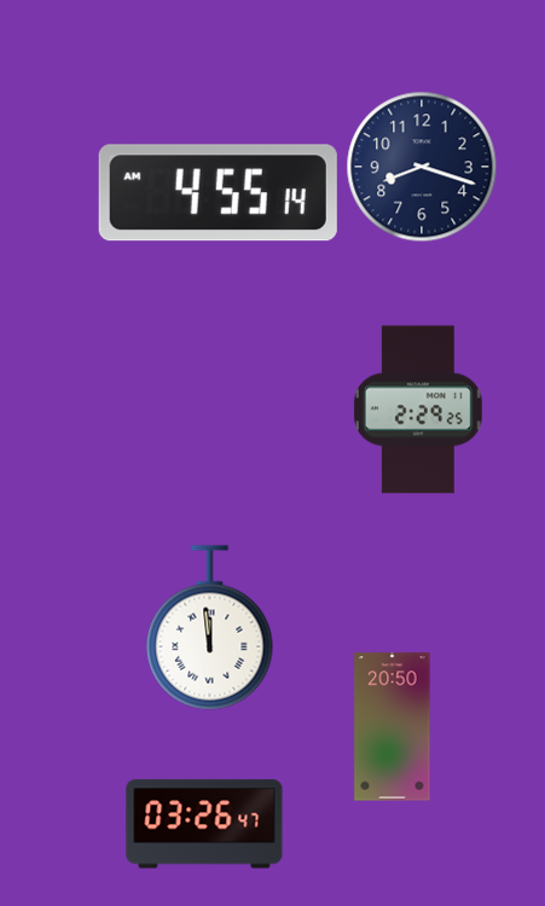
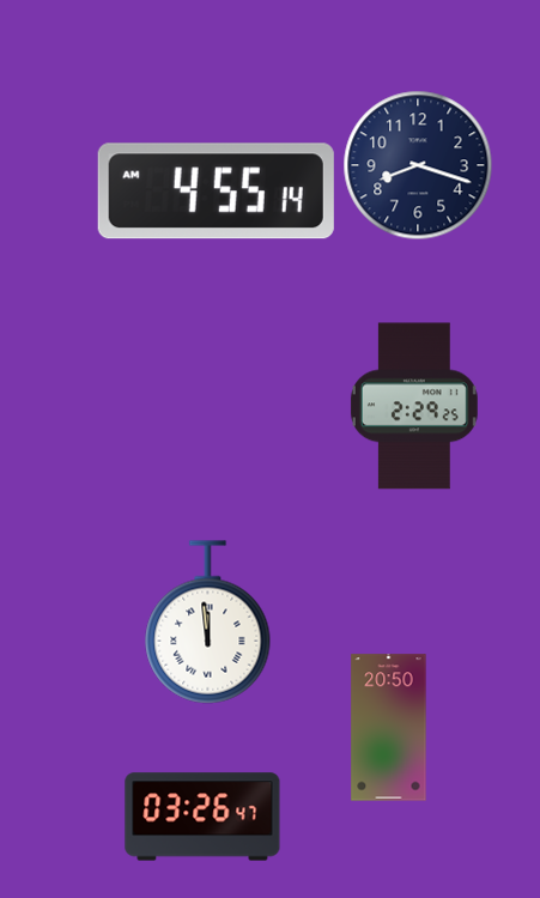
clock at (393, 727) position: (393, 727) -> (389, 728)
